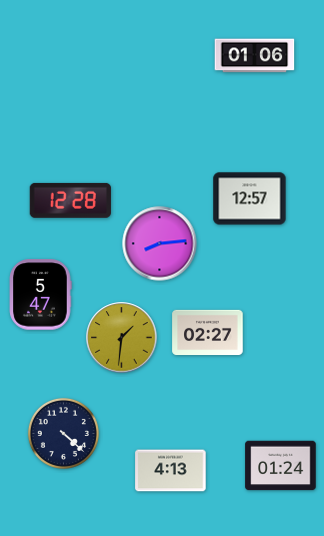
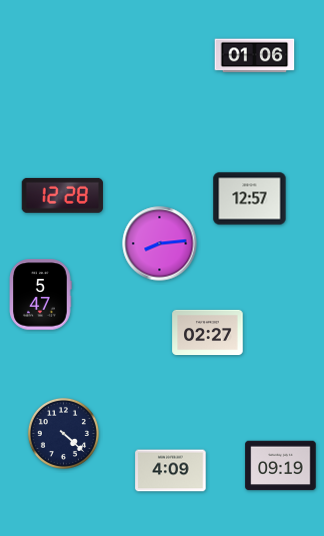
clock at (70, 200) position: (70, 200) -> (62, 195)
clock at (122, 338): 1:31 -> none
clock at (281, 466): 01:24 -> 09:19
clock at (171, 471): 4:13 -> 4:09
